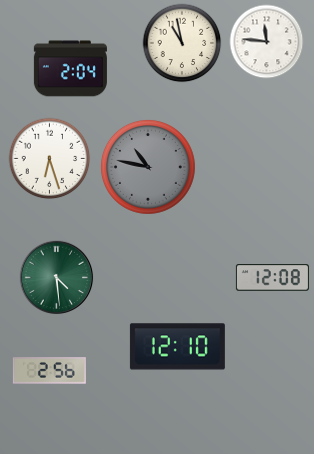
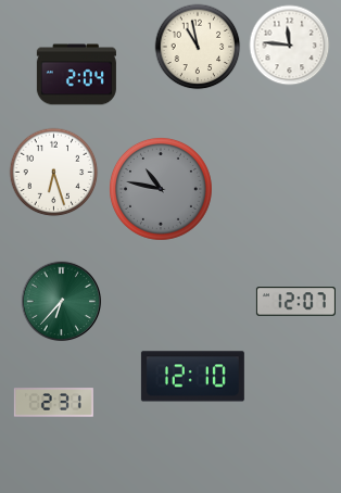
clock at (148, 167) position: (148, 167) -> (161, 189)
clock at (57, 278): 4:29 -> 6:37
clock at (272, 278): 12:08 -> 12:07
clock at (49, 371): 2:56 -> 2:31
